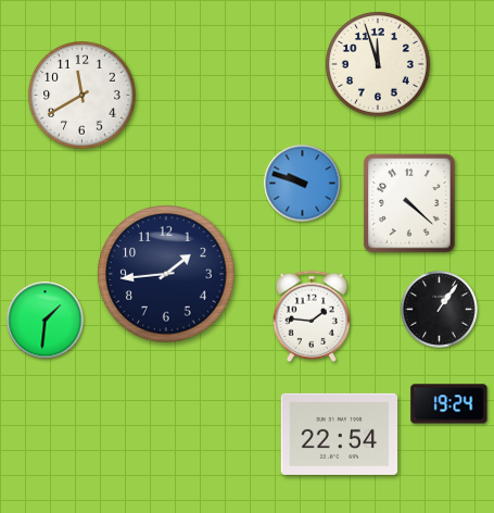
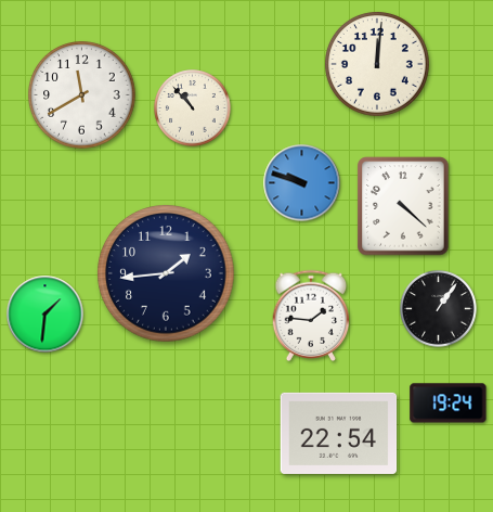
clock at (378, 64): 11:57 -> 12:01
clock at (193, 108): none -> 10:53
clock at (409, 203) position: (409, 203) -> (403, 206)
clock at (46, 321) position: (46, 321) -> (46, 315)
